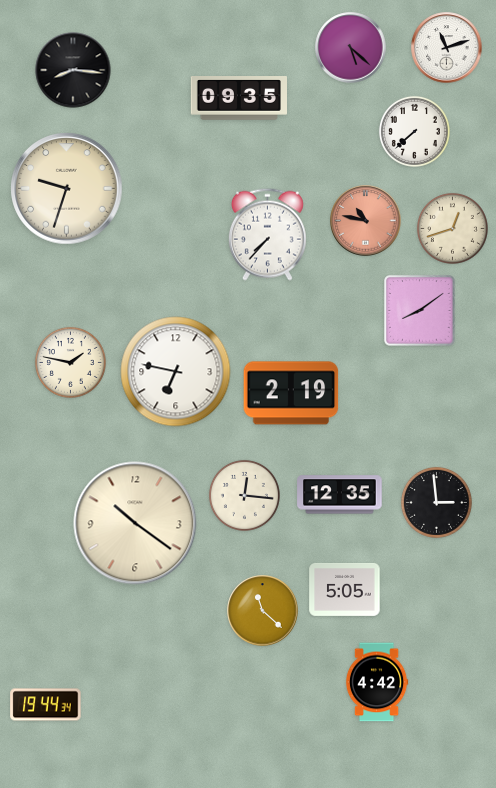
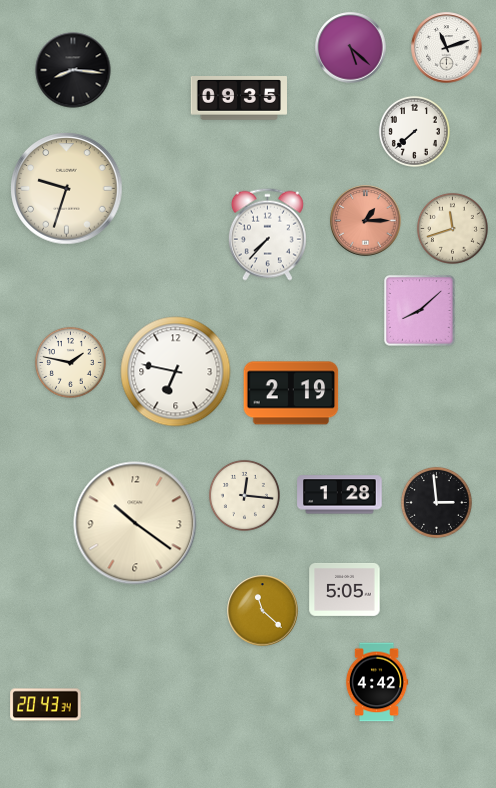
clock at (366, 221): 10:47 -> 1:15
clock at (452, 228): 12:42 -> 11:42
clock at (420, 311): 8:09 -> 8:08
clock at (340, 495): 12:35 -> 1:28
clock at (46, 705): 19:44 -> 20:43
